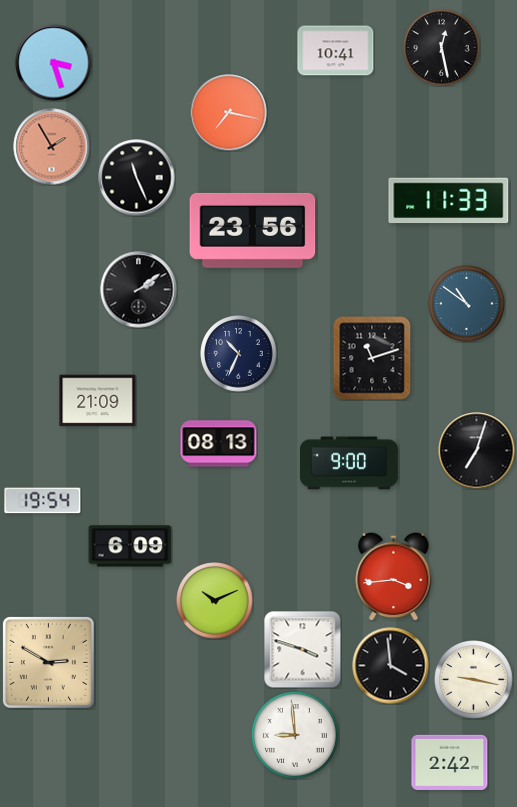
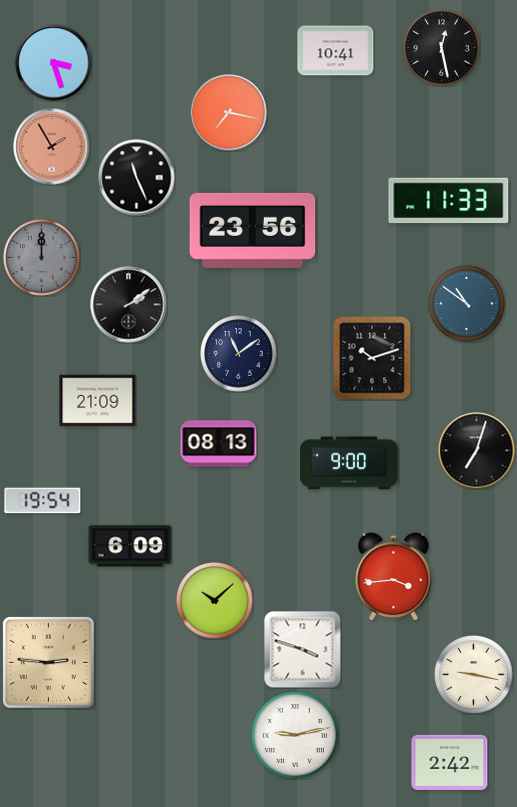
clock at (42, 258): none -> 12:00
clock at (139, 290) position: (139, 290) -> (129, 305)
clock at (239, 354): 10:34 -> 11:09
clock at (372, 358): 11:12 -> 10:12
clock at (215, 601): 10:11 -> 10:08
clock at (48, 662): 2:50 -> 2:46
clock at (391, 666): 3:59 -> none
clock at (474, 680) position: (474, 680) -> (474, 675)
clock at (295, 735): 8:59 -> 9:13
